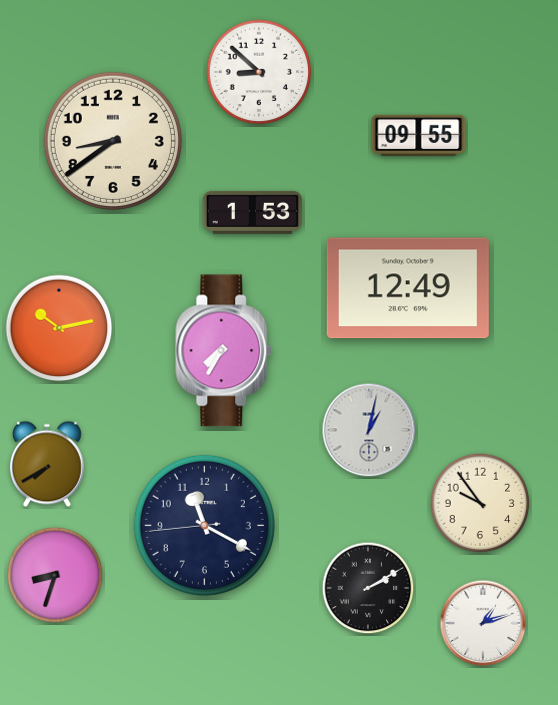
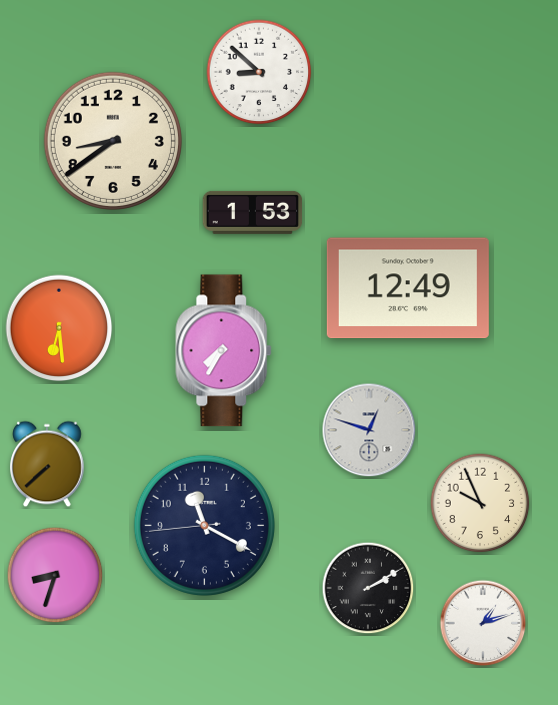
clock at (419, 135): 09:55 -> none
clock at (59, 328): 10:13 -> 6:29
clock at (369, 430): 1:02 -> 12:48
clock at (47, 464): 7:40 -> 7:38
clock at (480, 503): 9:54 -> 9:56
